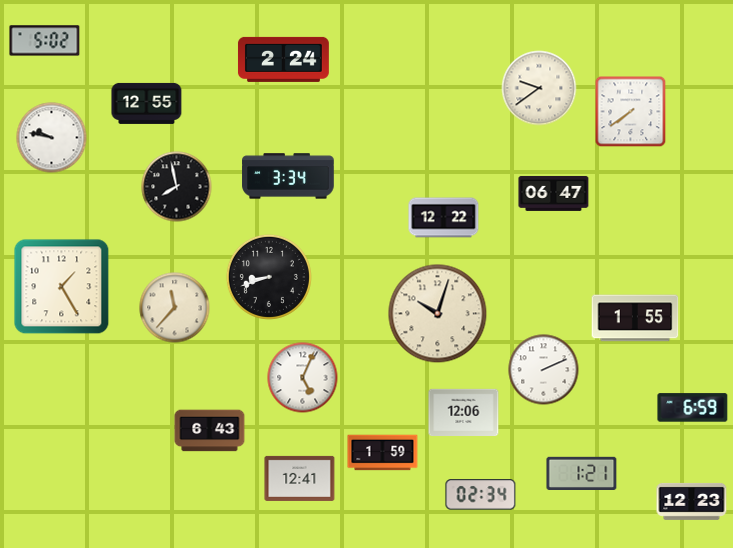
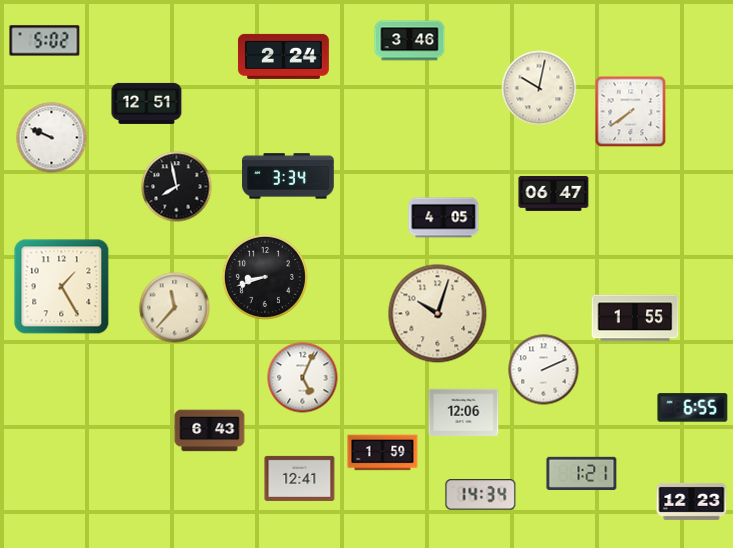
clock at (410, 41): none -> 3:46
clock at (284, 59) position: (284, 59) -> (284, 56)
clock at (539, 88): 9:39 -> 10:02
clock at (147, 103): 12:55 -> 12:51
clock at (52, 138): 9:47 -> 9:49
clock at (444, 218): 12:22 -> 4:05
clock at (269, 277) position: (269, 277) -> (265, 277)
clock at (693, 408): 6:59 -> 6:55
clock at (481, 495): 02:34 -> 14:34
